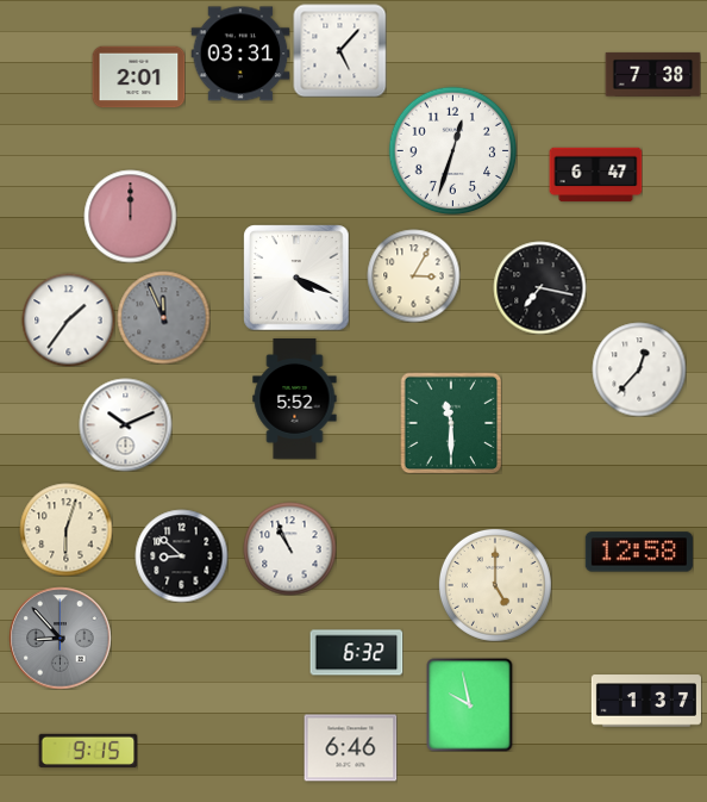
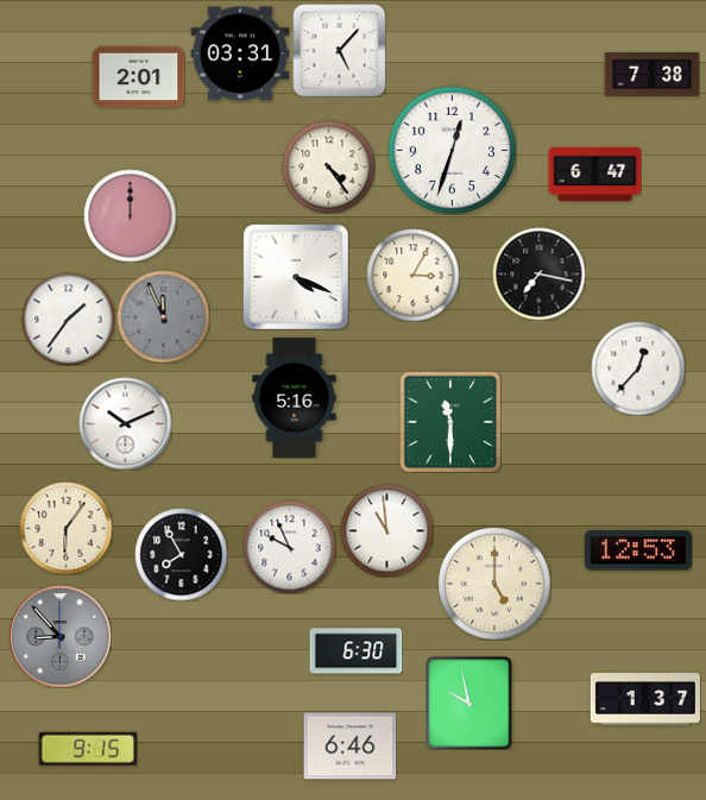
clock at (328, 166): none -> 4:24
clock at (539, 287) position: (539, 287) -> (538, 273)
clock at (295, 398): 5:52 -> 5:16
clock at (65, 529): 6:03 -> 6:06
clock at (386, 530): none -> 10:59
clock at (289, 548): 10:56 -> 9:56
clock at (639, 552): 12:58 -> 12:53
clock at (181, 555): 8:52 -> 7:55
clock at (356, 653): 6:32 -> 6:30
